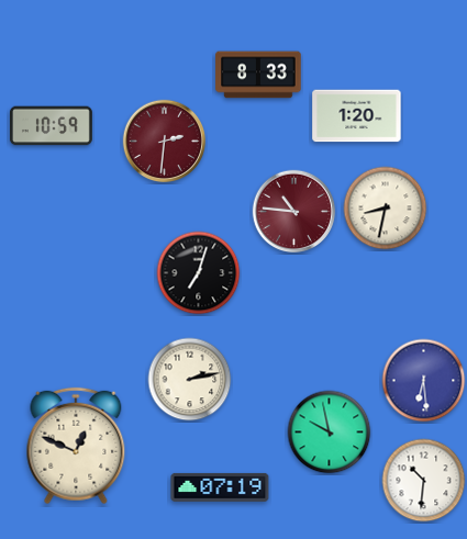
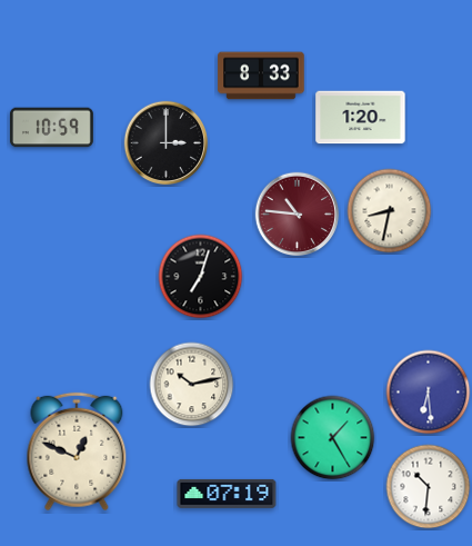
clock at (165, 142): 2:31 -> 3:00
clock at (165, 142) dial: burgundy -> black
clock at (190, 380): 2:13 -> 10:13
clock at (424, 381) position: (424, 381) -> (429, 393)
clock at (330, 433): 9:58 -> 1:25
clock at (220, 487) position: (220, 487) -> (227, 494)
